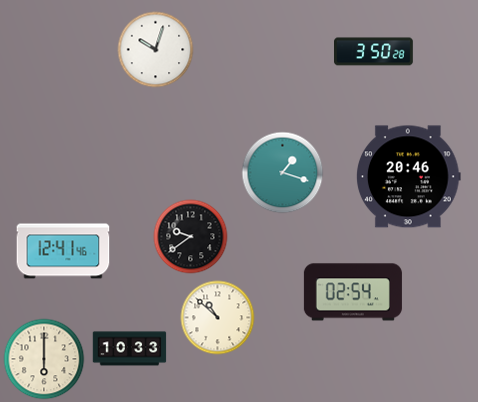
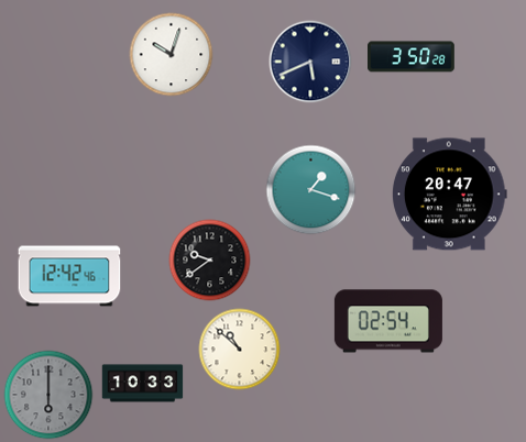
clock at (310, 62): none -> 5:41
clock at (408, 177): 20:46 -> 20:47
clock at (63, 251): 12:41 -> 12:42
clock at (44, 359) dial: cream -> grey
